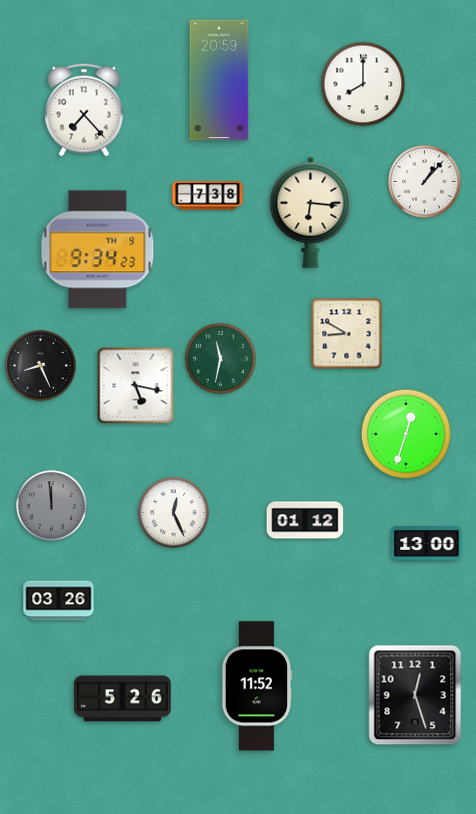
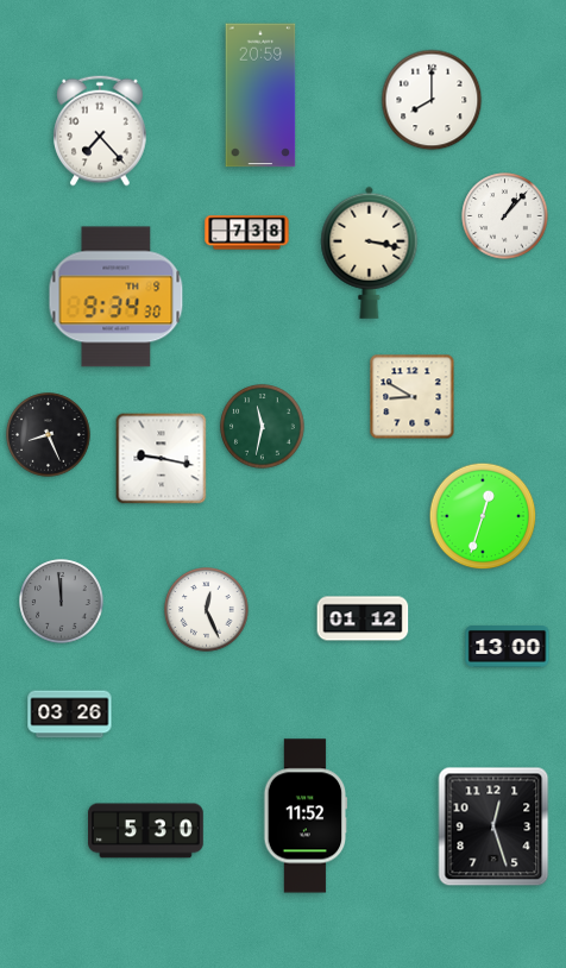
clock at (311, 212): 6:16 -> 3:17
clock at (98, 250): 9:34:23 -> 9:34:30
clock at (136, 386): 5:17 -> 9:17
clock at (123, 699): 5:26 -> 5:30
